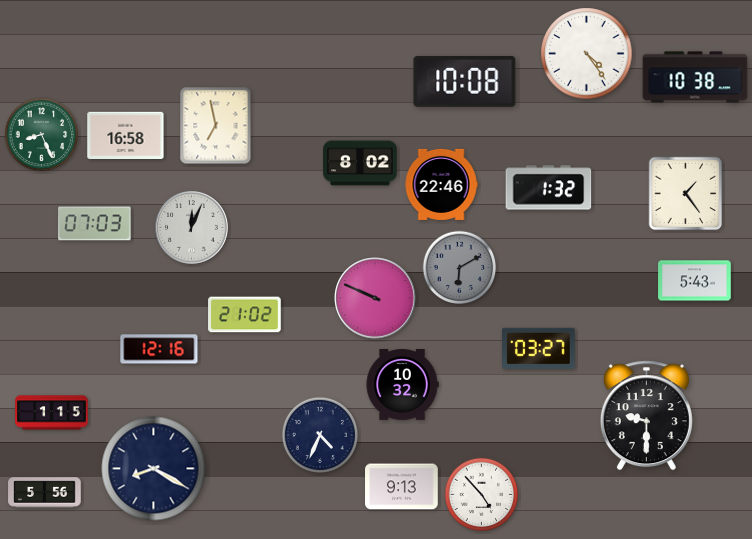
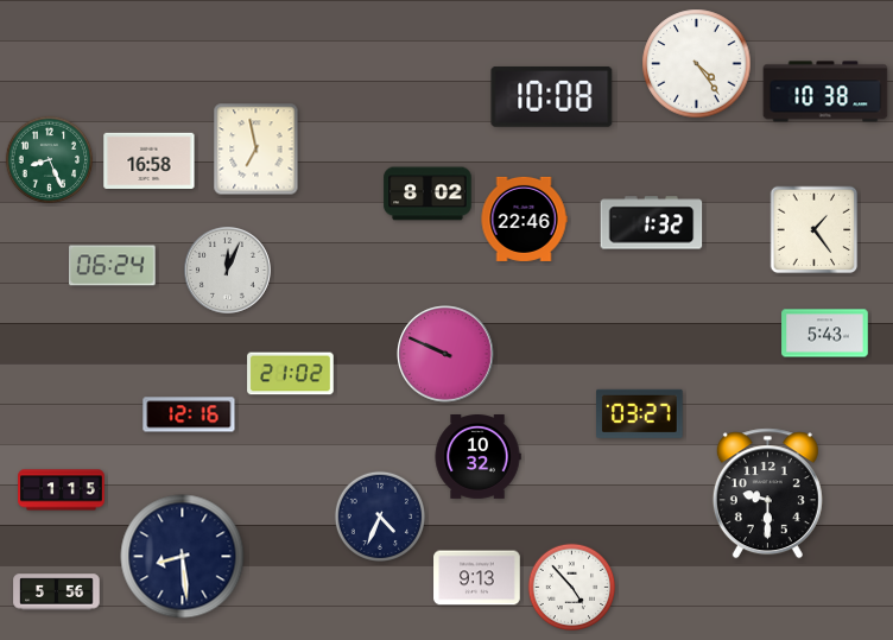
clock at (95, 224): 07:03 -> 06:24
clock at (460, 268): 6:10 -> none
clock at (154, 469): 8:20 -> 8:29
clock at (45, 493) position: (45, 493) -> (57, 593)
